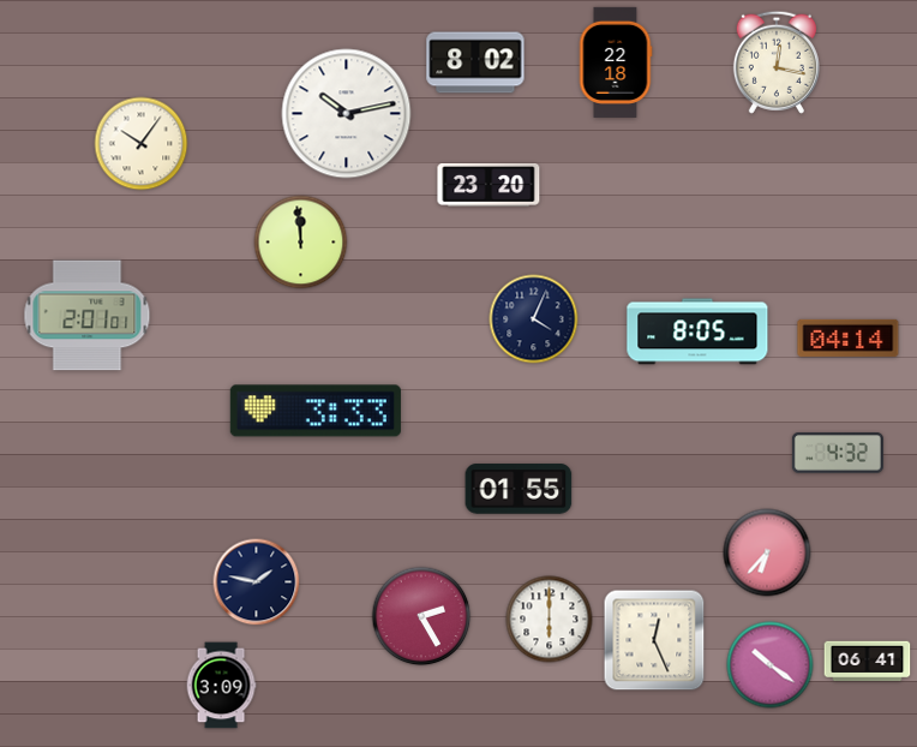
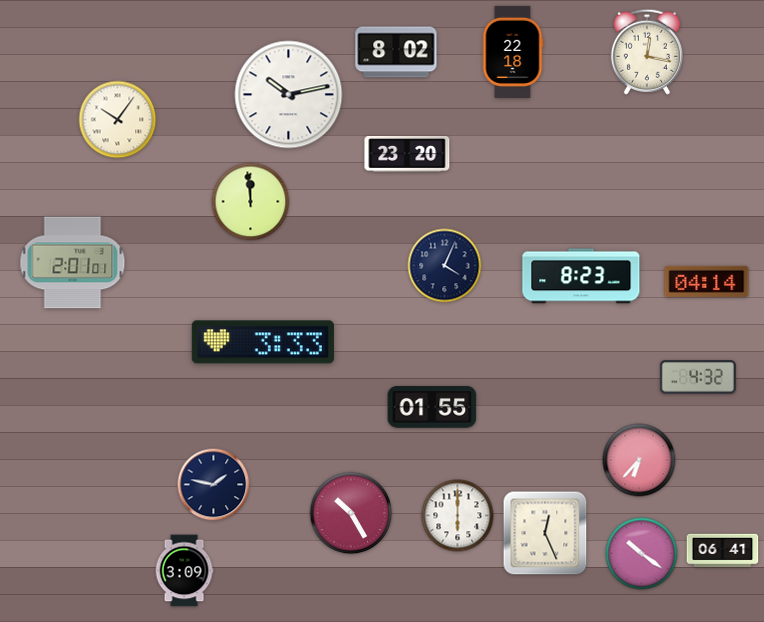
clock at (697, 331): 8:05 -> 8:23
clock at (421, 616): 2:25 -> 10:25
